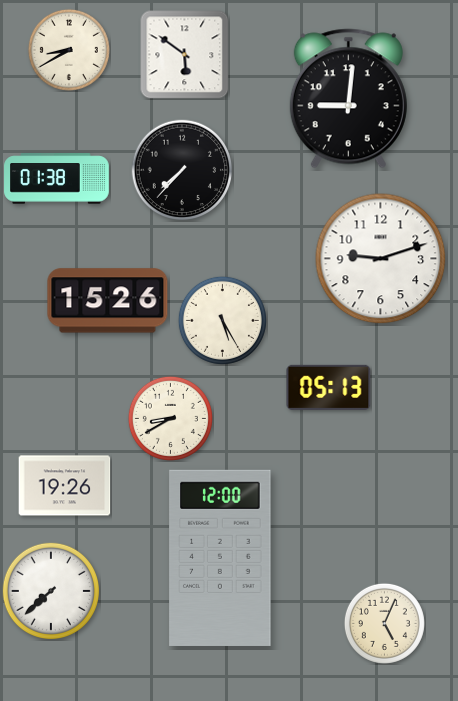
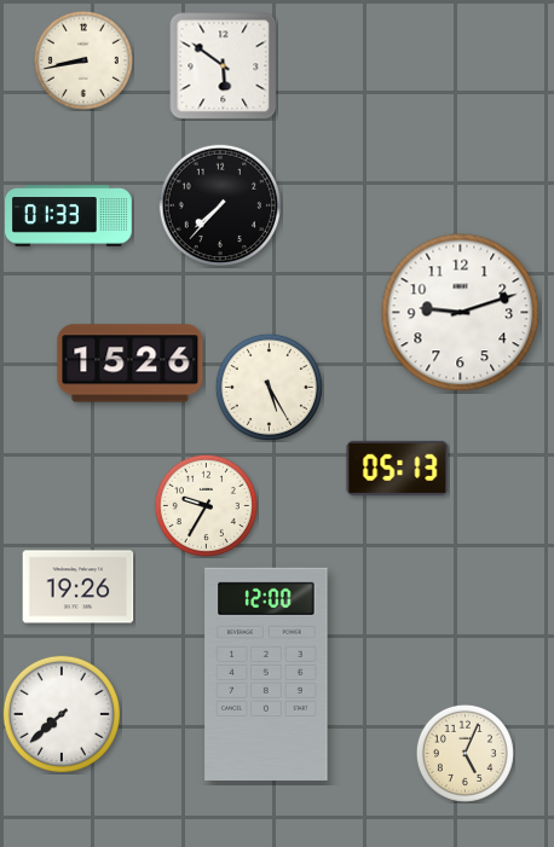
clock at (69, 50): 8:40 -> 8:43
clock at (348, 99): 9:01 -> none
clock at (57, 179): 01:38 -> 01:33
clock at (170, 418): 8:40 -> 9:35
